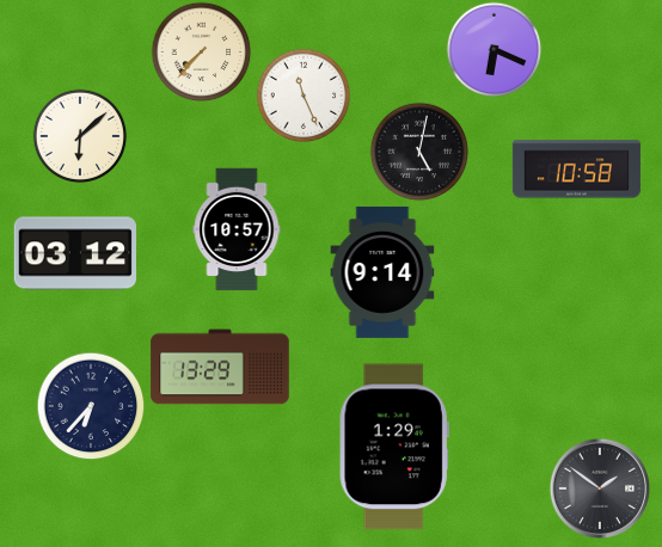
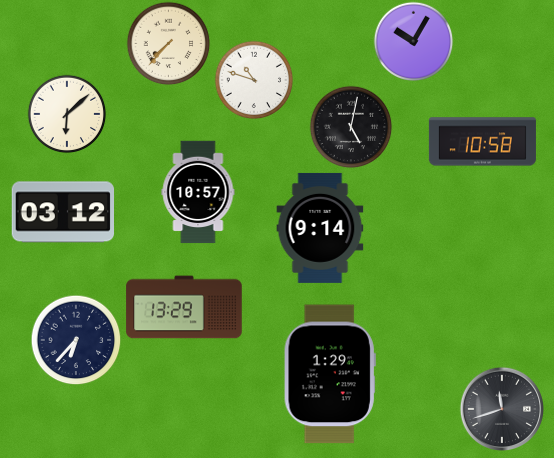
clock at (494, 49): 6:19 -> 10:05
clock at (304, 96): 11:26 -> 10:48
clock at (599, 487): 1:51 -> 11:42
